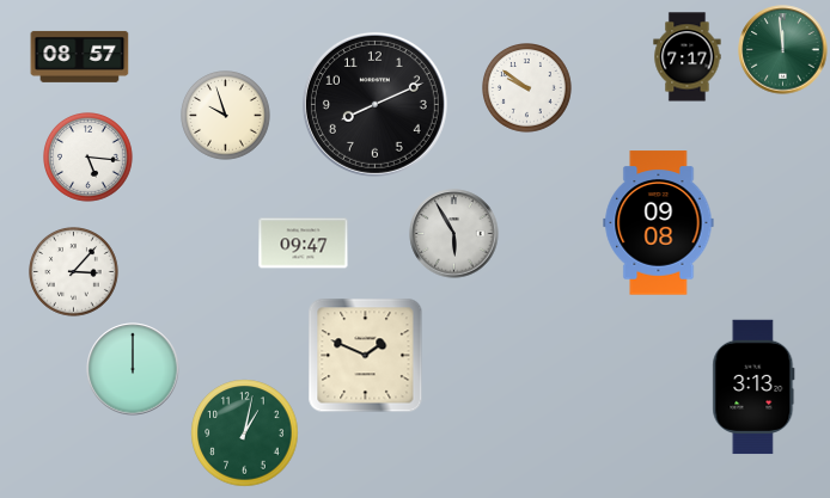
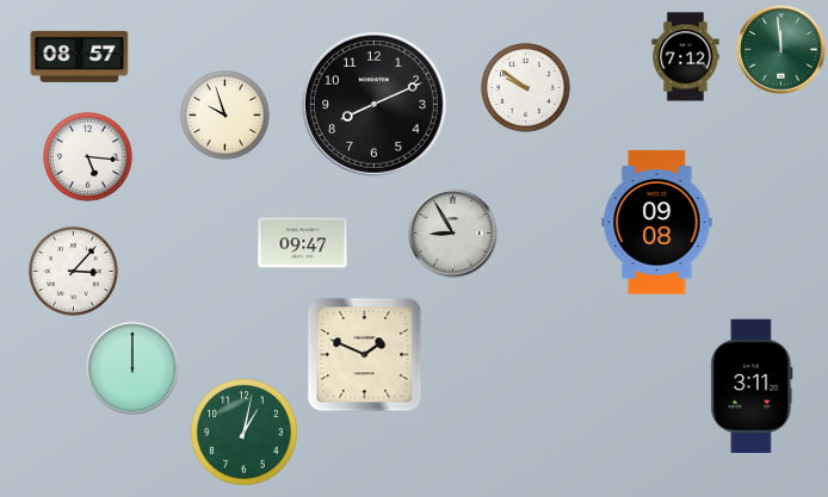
clock at (688, 57): 7:17 -> 7:12
clock at (454, 234): 5:55 -> 8:55
clock at (753, 387): 3:13 -> 3:11
